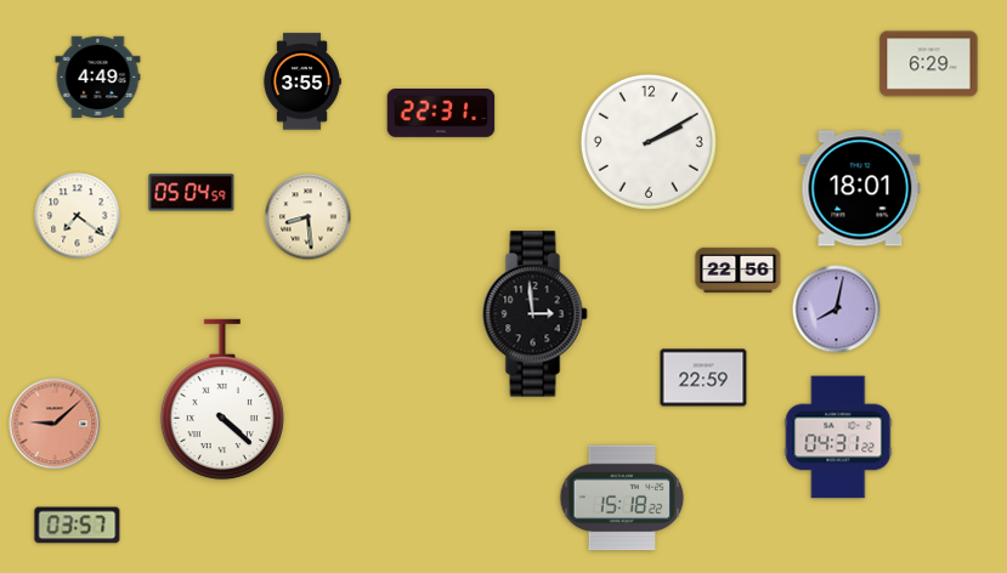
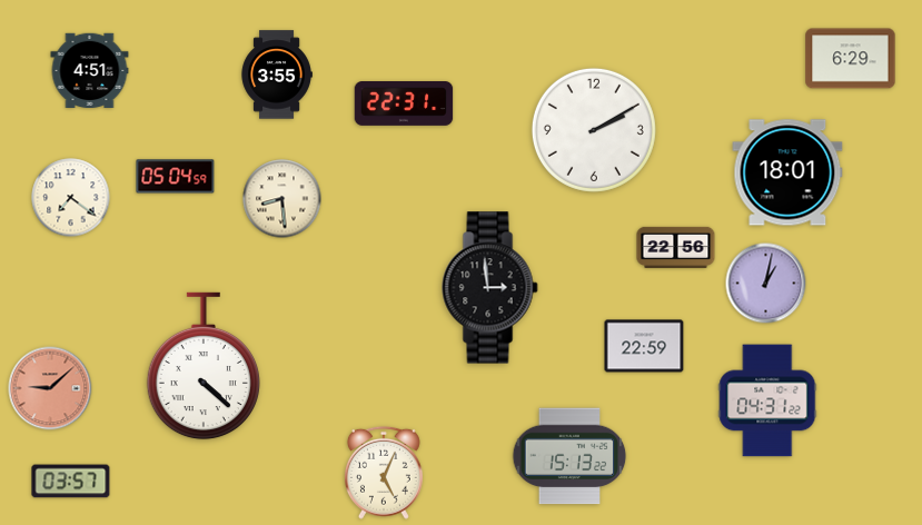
clock at (98, 78): 4:49 -> 4:51
clock at (837, 310): 8:02 -> 1:02
clock at (622, 498): 15:18 -> 15:13
clock at (384, 473): none -> 5:04
